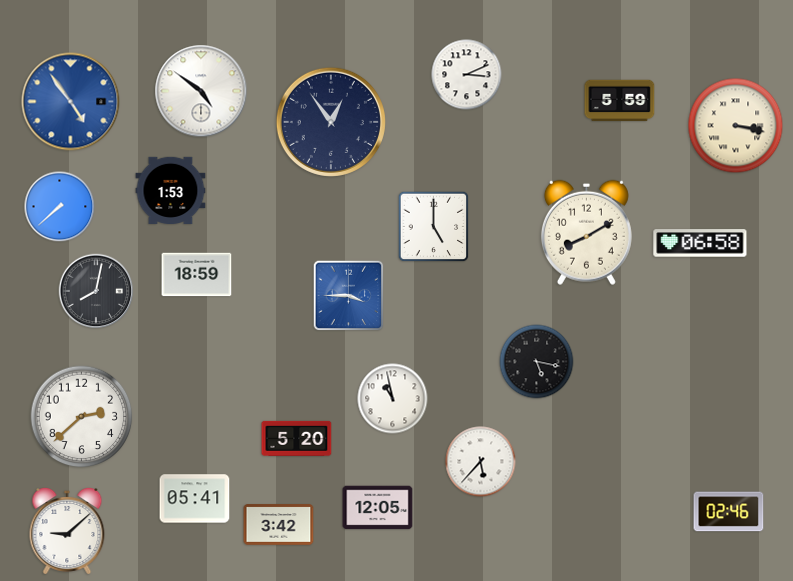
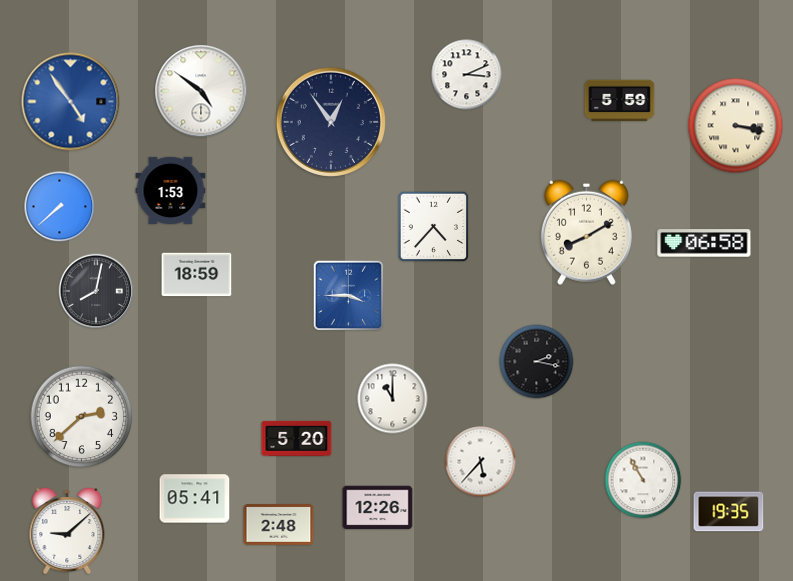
clock at (434, 227): 5:00 -> 4:37
clock at (700, 243) position: (700, 243) -> (704, 243)
clock at (537, 362): 5:17 -> 2:17
clock at (393, 399): 10:58 -> 11:00
clock at (643, 480): none -> 10:55
clock at (378, 508): 12:05 -> 12:26
clock at (729, 512): 02:46 -> 19:35
clock at (279, 525): 3:42 -> 2:48
